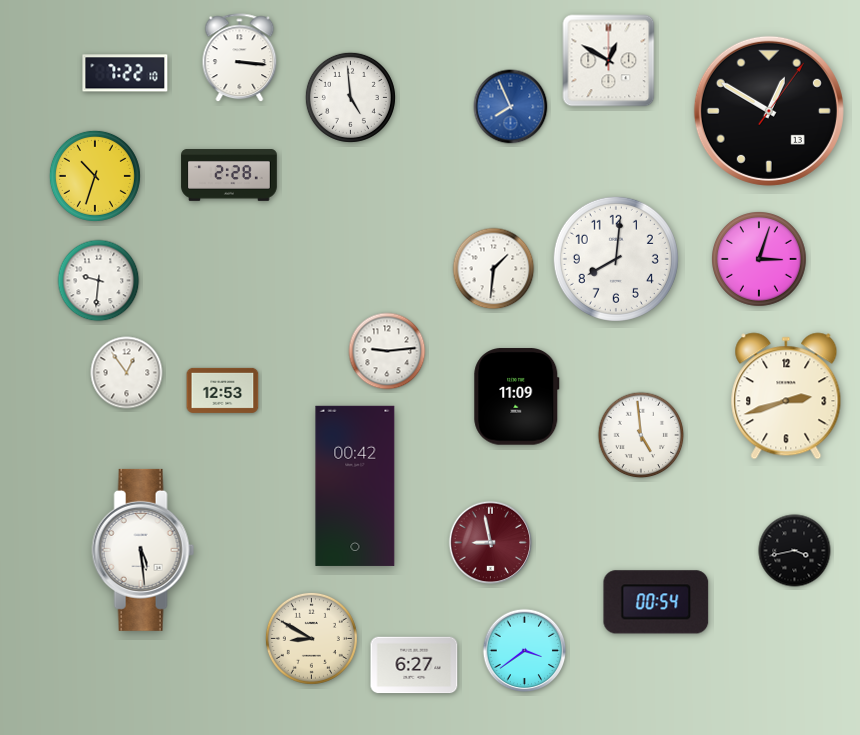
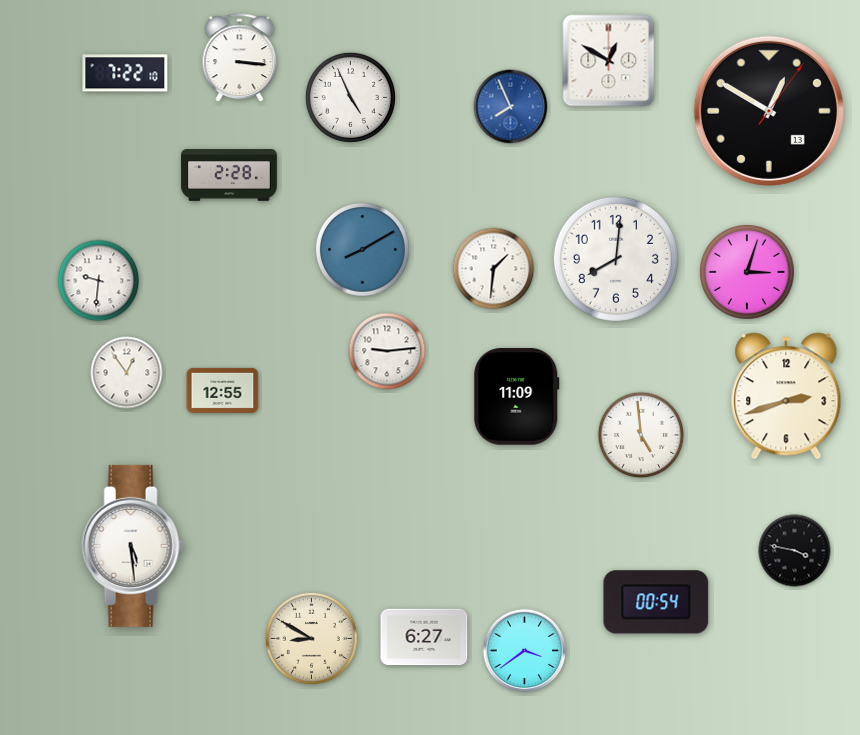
clock at (350, 97): 4:59 -> 4:56
clock at (95, 176): 10:33 -> none
clock at (362, 249): none -> 8:10
clock at (760, 260) position: (760, 260) -> (748, 273)
clock at (223, 390): 12:53 -> 12:55
clock at (355, 486): 00:42 -> none
clock at (491, 543): 8:58 -> none
clock at (143, 550) position: (143, 550) -> (133, 546)
clock at (795, 551): 3:43 -> 3:47
clock at (414, 665) position: (414, 665) -> (424, 637)
